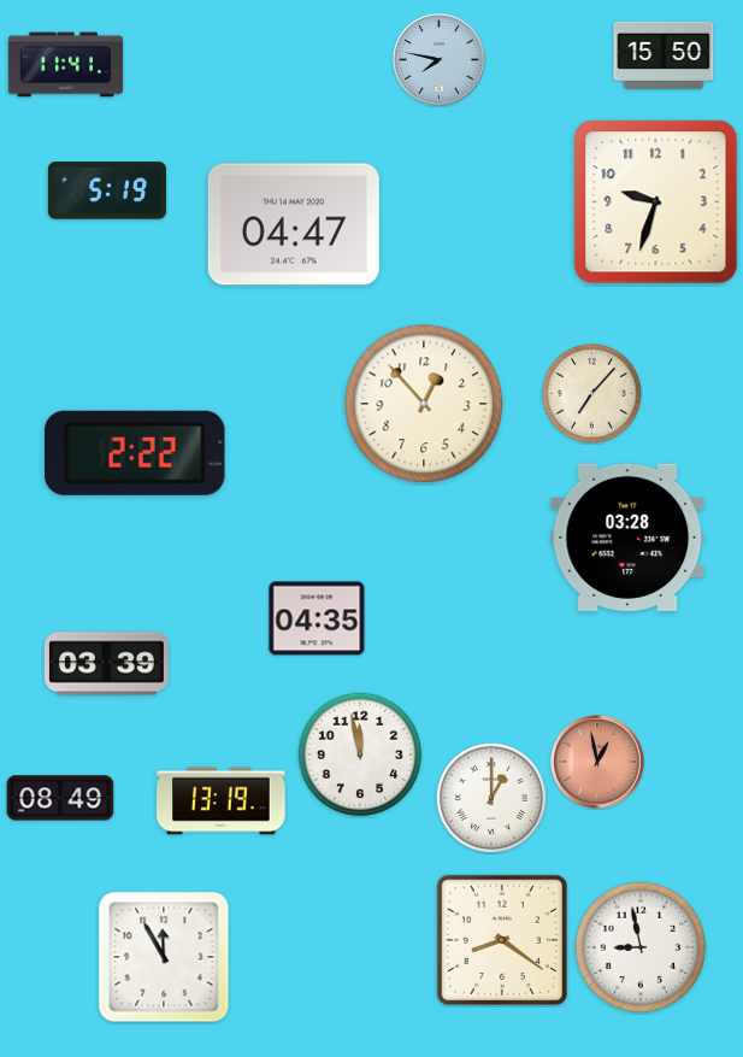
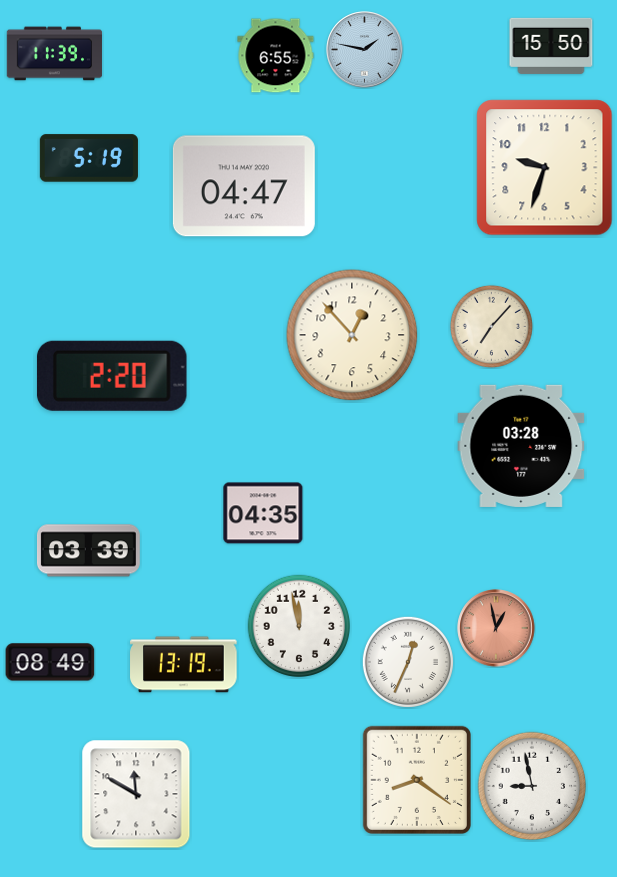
clock at (440, 60): 7:47 -> 1:47
clock at (66, 65): 11:41 -> 11:39
clock at (276, 56): none -> 6:55
clock at (135, 453): 2:22 -> 2:20
clock at (597, 762) position: (597, 762) -> (496, 628)
clock at (491, 798): 1:00 -> 12:34
clock at (164, 957): 11:55 -> 11:50
